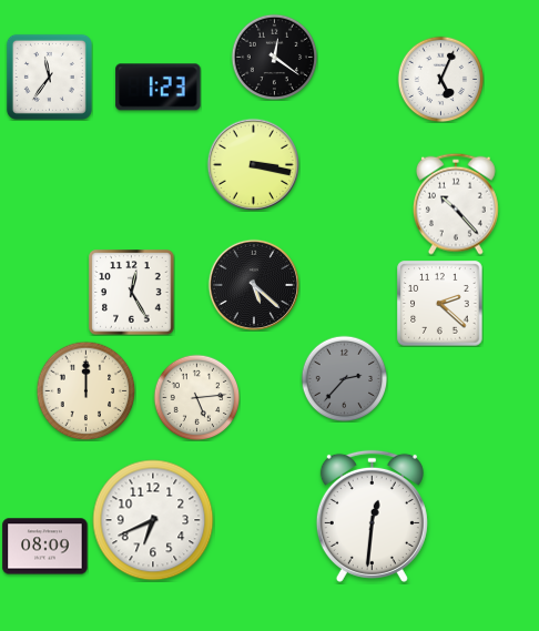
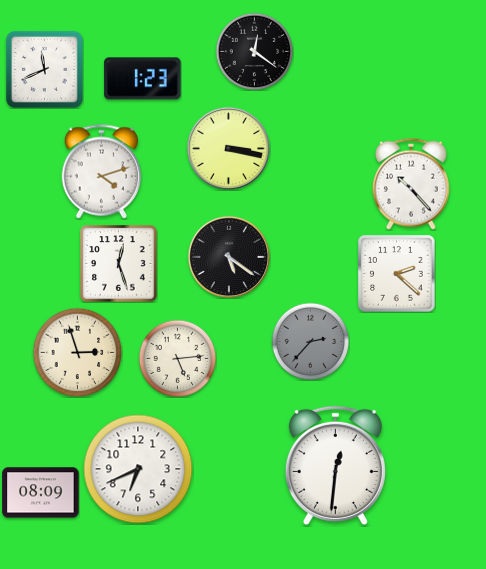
clock at (274, 57) position: (274, 57) -> (254, 51)
clock at (49, 77): 11:36 -> 11:41
clock at (440, 79): 5:04 -> none
clock at (101, 172): none -> 4:12
clock at (253, 284): 5:22 -> 5:21
clock at (132, 293): 12:25 -> 12:27
clock at (85, 390): 12:00 -> 2:57
